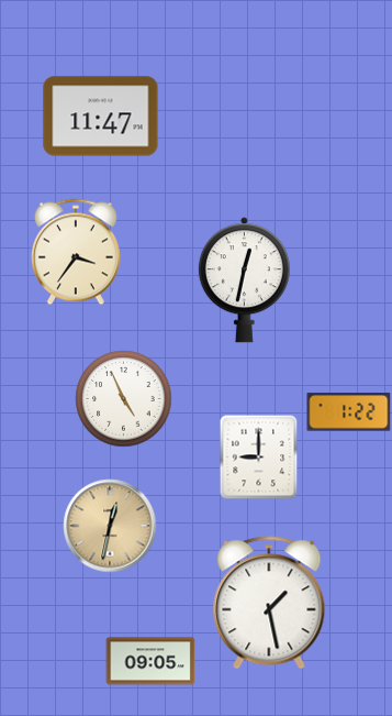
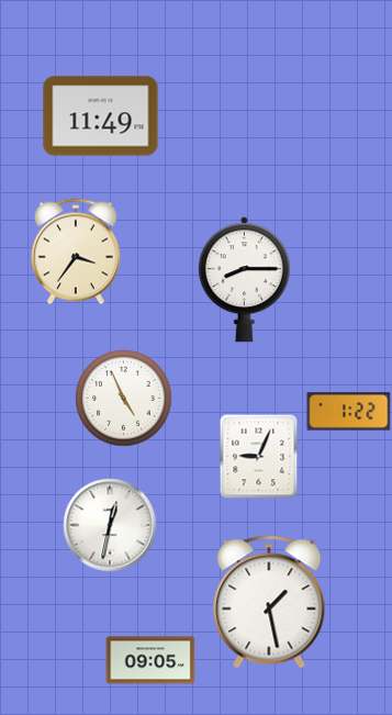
clock at (101, 117): 11:47 -> 11:49
clock at (244, 280): 12:32 -> 8:15
clock at (259, 456): 9:00 -> 9:04
clock at (110, 526) dial: champagne -> white
